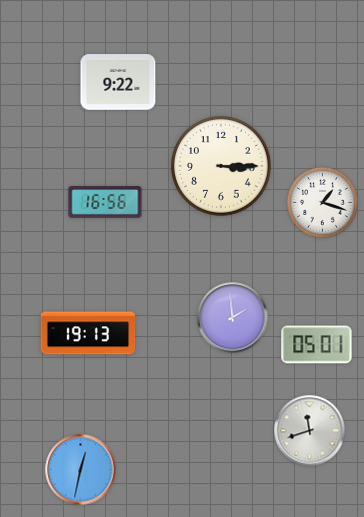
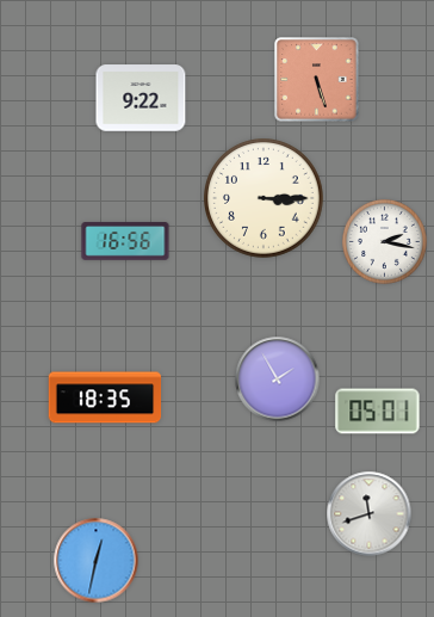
clock at (317, 80): none -> 5:27
clock at (322, 202): 1:18 -> 2:17
clock at (233, 318): 1:59 -> 1:55
clock at (88, 333): 19:13 -> 18:35
